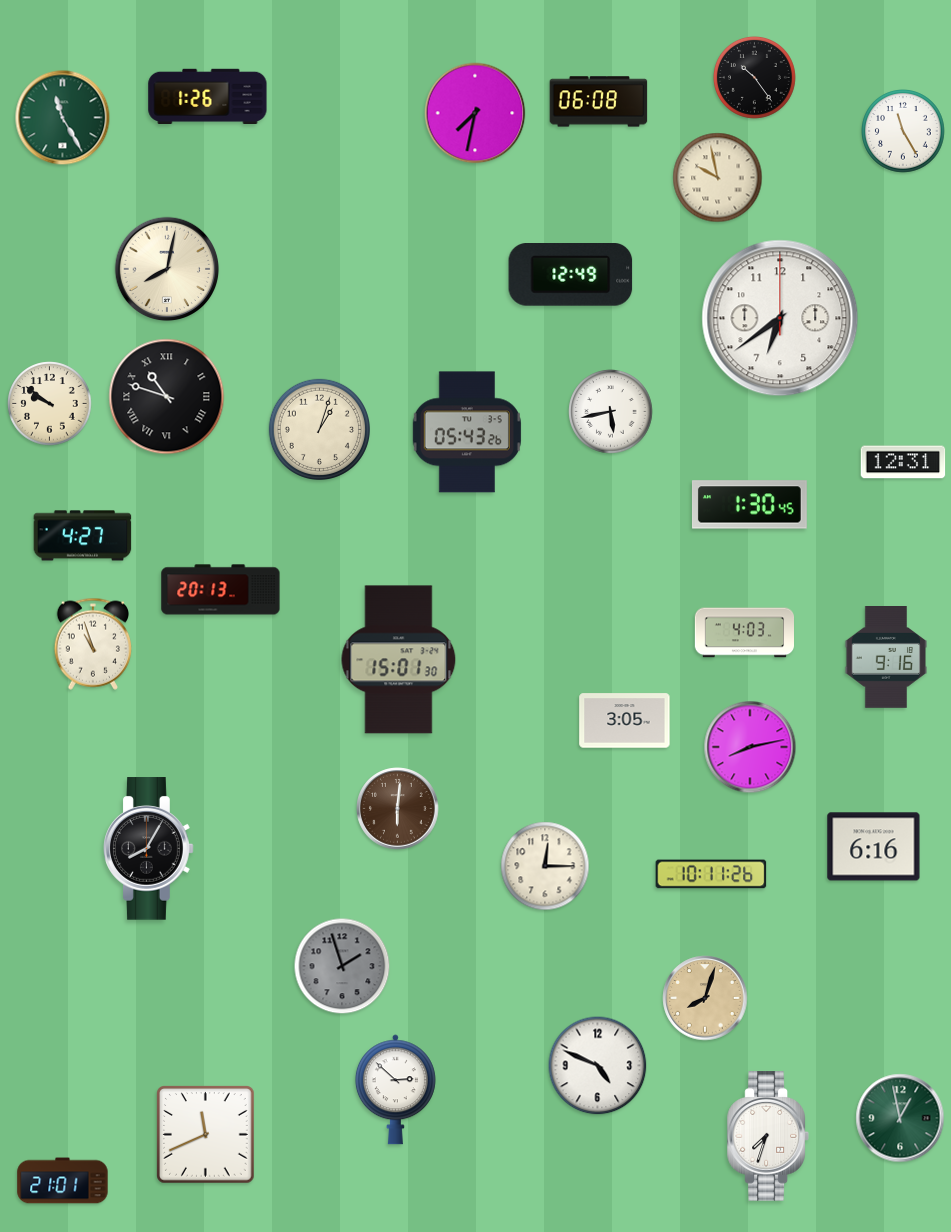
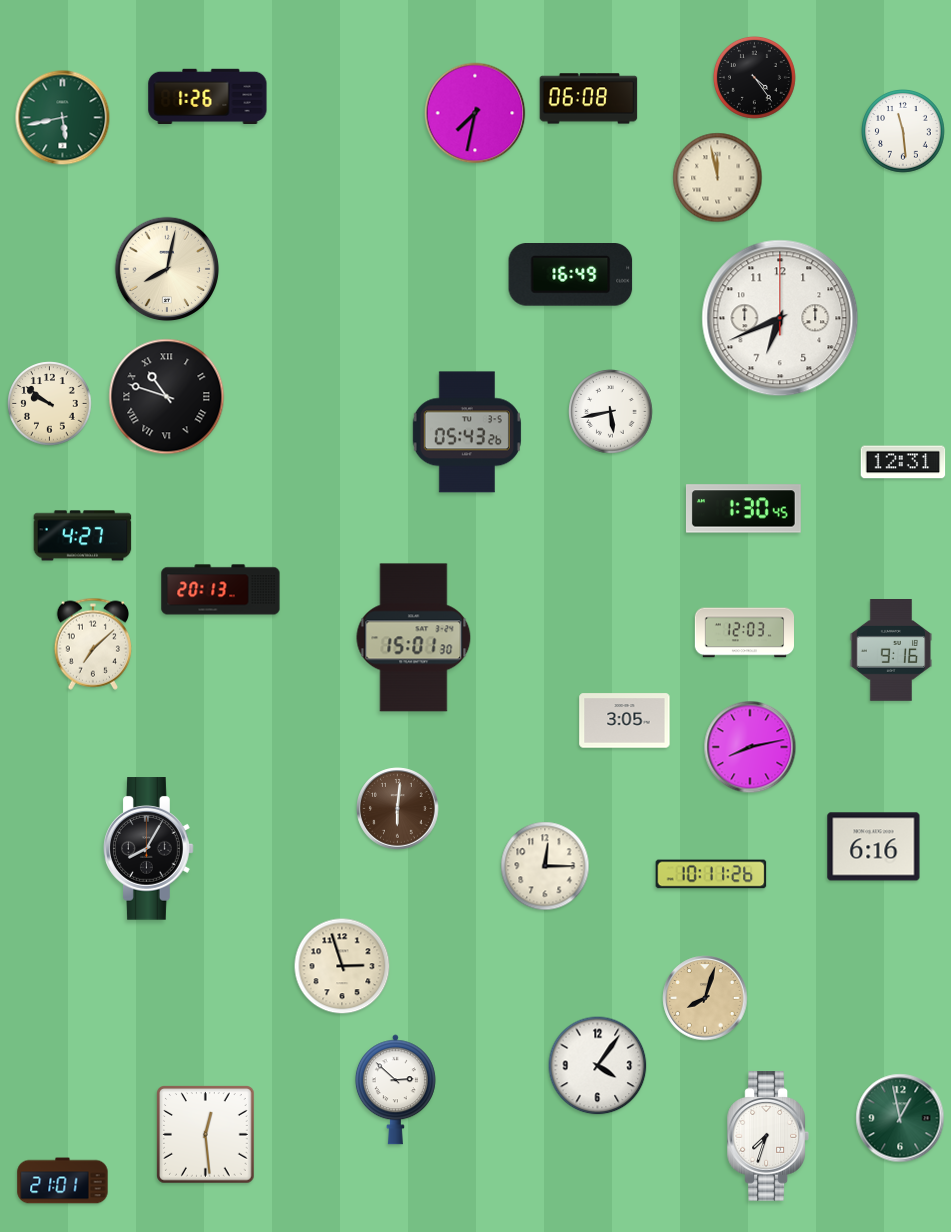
clock at (754, 77): 10:24 -> 4:24
clock at (599, 102) position: (599, 102) -> (589, 99)
clock at (63, 118): 11:25 -> 5:43
clock at (904, 132): 11:25 -> 11:29
clock at (718, 178): 9:58 -> 11:58
clock at (571, 275): 12:49 -> 16:49
clock at (780, 318): 6:39 -> 6:41
clock at (319, 429): 1:03 -> none
clock at (749, 505) position: (749, 505) -> (743, 509)
clock at (744, 633): 4:03 -> 12:03
clock at (92, 644): 10:57 -> 7:08
clock at (886, 658) position: (886, 658) -> (891, 651)
clock at (399, 660) position: (399, 660) -> (414, 638)
clock at (342, 966): 1:57 -> 2:57
clock at (342, 966) dial: grey -> cream
clock at (598, 1066): 4:49 -> 4:06
clock at (206, 1135): 11:41 -> 12:29
